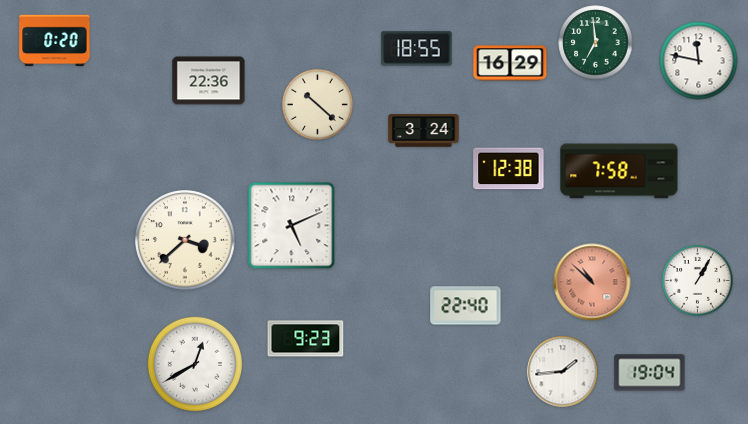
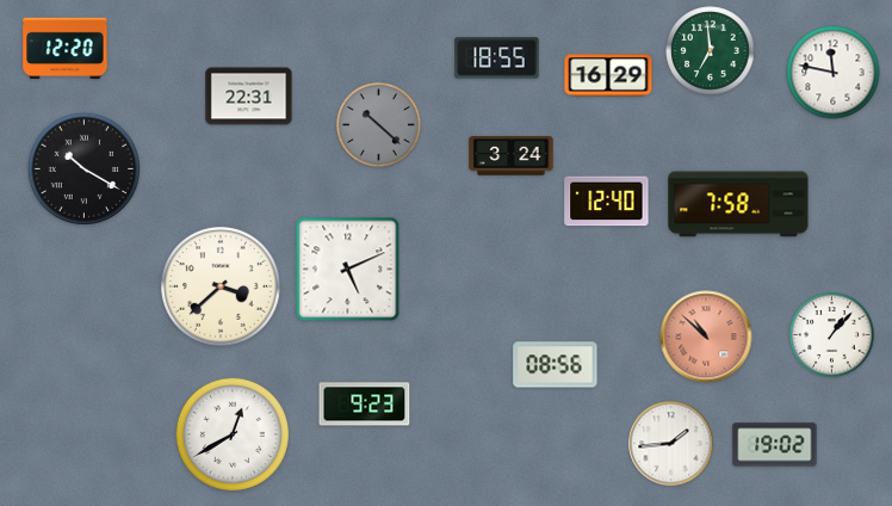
clock at (55, 41): 0:20 -> 12:20
clock at (209, 81): 22:36 -> 22:31
clock at (317, 105) dial: cream -> grey
clock at (424, 131) position: (424, 131) -> (512, 156)
clock at (83, 168): none -> 10:20
clock at (509, 169): 12:38 -> 12:40
clock at (697, 281): 1:05 -> 1:07
clock at (466, 306): 22:40 -> 08:56
clock at (650, 373): 19:04 -> 19:02
